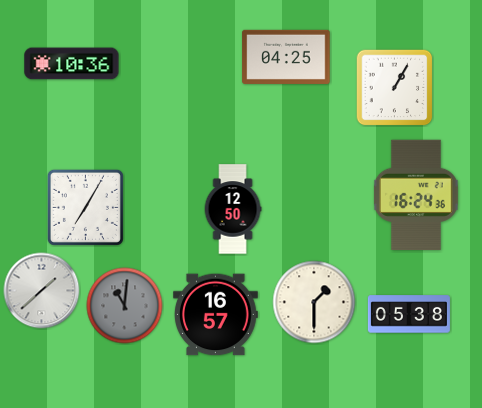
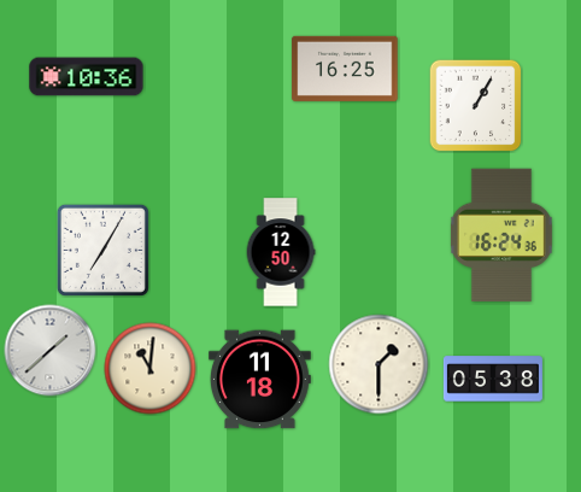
clock at (286, 57): 04:25 -> 16:25
clock at (125, 306) dial: grey -> cream
clock at (216, 315): 16:57 -> 11:18
